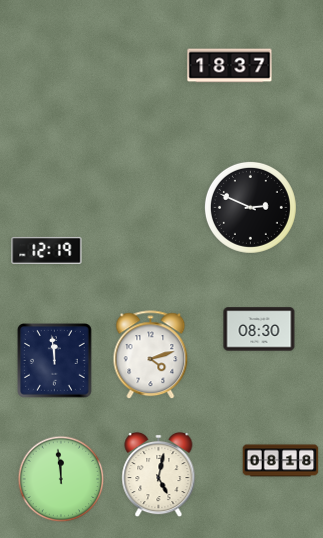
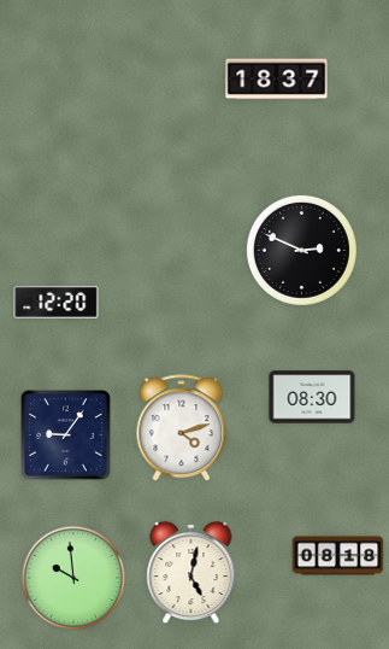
clock at (47, 250): 12:19 -> 12:20
clock at (55, 361): 11:59 -> 9:06
clock at (61, 479): 11:59 -> 9:59
